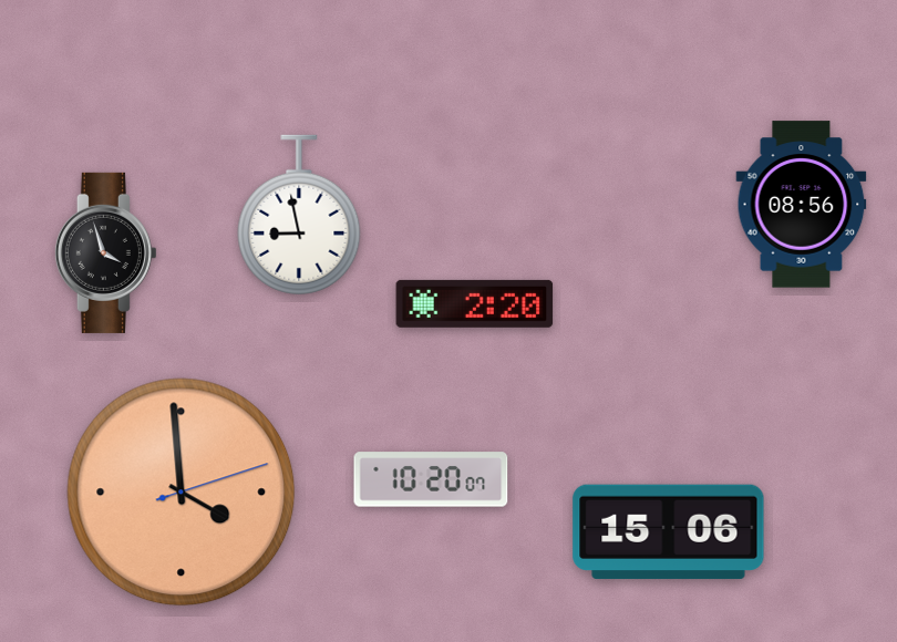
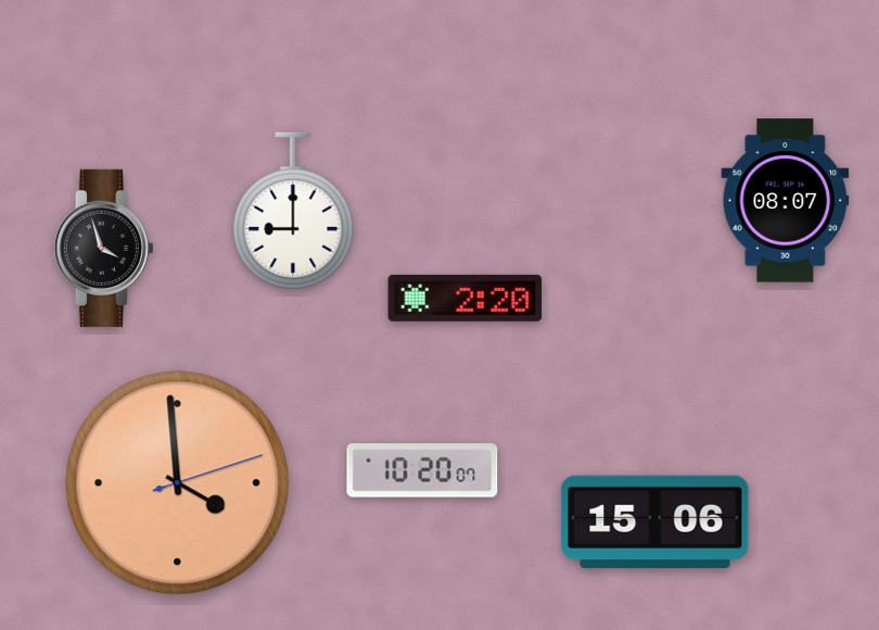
clock at (802, 205): 08:56 -> 08:07
clock at (299, 215): 8:58 -> 9:00
